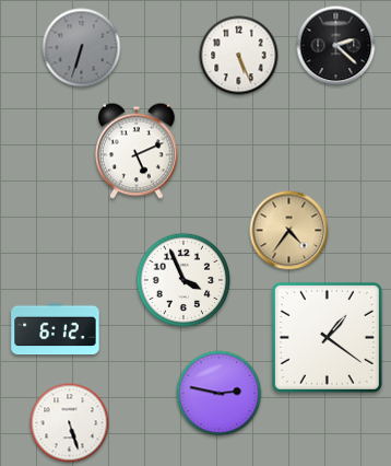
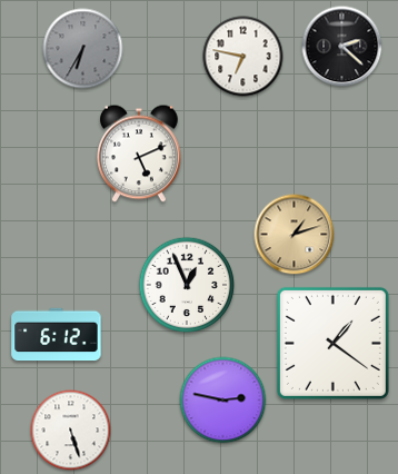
clock at (82, 48): 6:33 -> 6:35
clock at (239, 56): 5:26 -> 6:47
clock at (289, 231): 4:36 -> 1:12
clock at (183, 280): 3:56 -> 12:56
